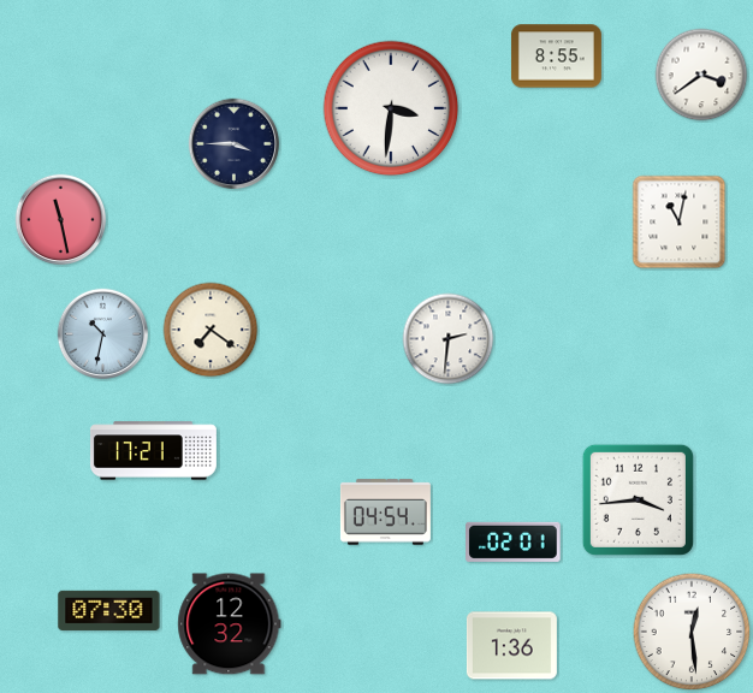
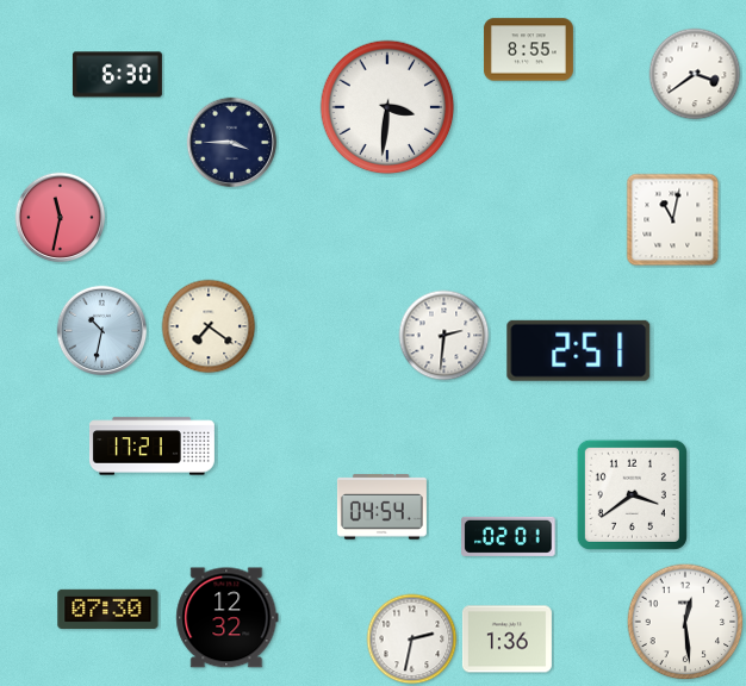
clock at (556, 57) position: (556, 57) -> (528, 50)
clock at (117, 75): none -> 6:30
clock at (61, 220): 11:28 -> 11:32
clock at (579, 350): none -> 2:51
clock at (638, 499): 3:44 -> 3:39
clock at (109, 610) position: (109, 610) -> (108, 609)
clock at (692, 632) position: (692, 632) -> (685, 622)
clock at (412, 640): none -> 2:32
